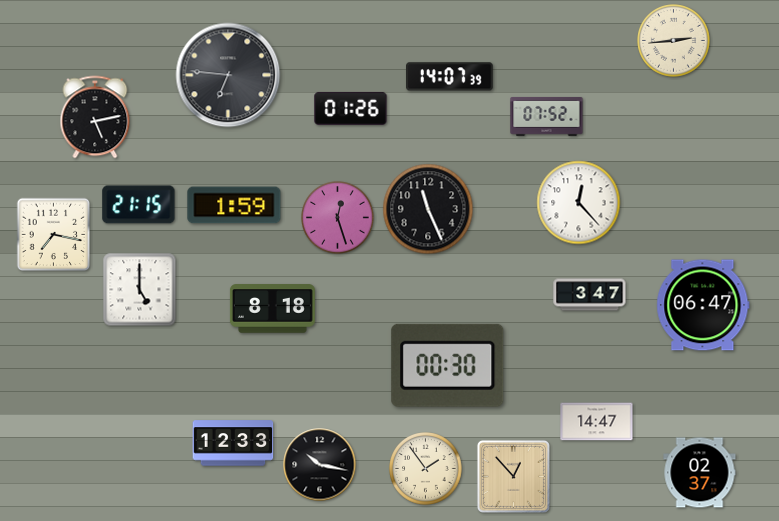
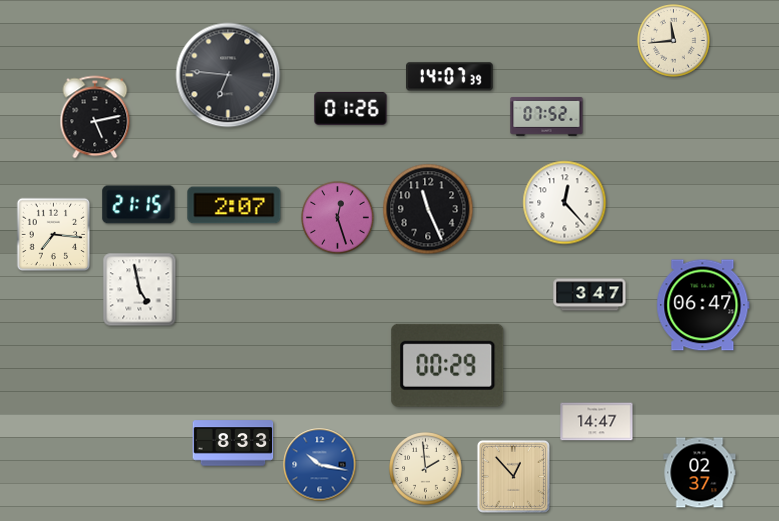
clock at (674, 41): 2:44 -> 11:44
clock at (579, 203) position: (579, 203) -> (565, 203)
clock at (234, 205): 1:59 -> 2:07
clock at (54, 235): 7:17 -> 7:16
clock at (140, 290): 5:00 -> 4:58
clock at (272, 309): 8:18 -> none
clock at (448, 365): 00:30 -> 00:29
clock at (233, 443): 12:33 -> 8:33
clock at (320, 465) dial: black -> blue
clock at (426, 469): 1:54 -> 1:59
